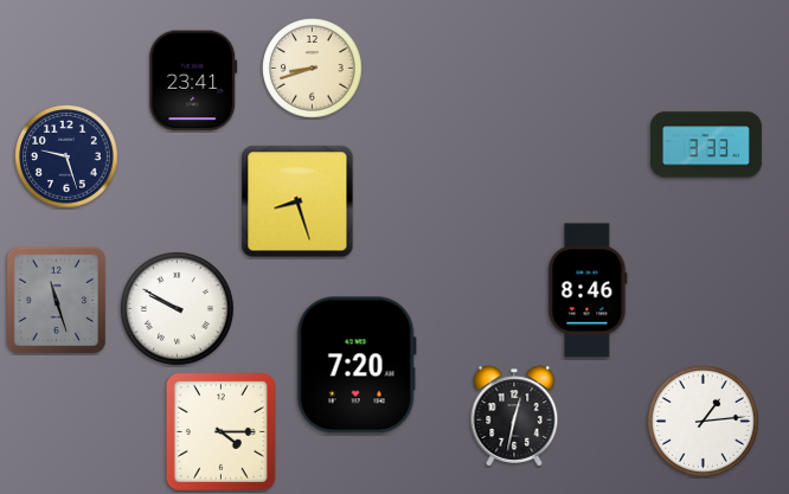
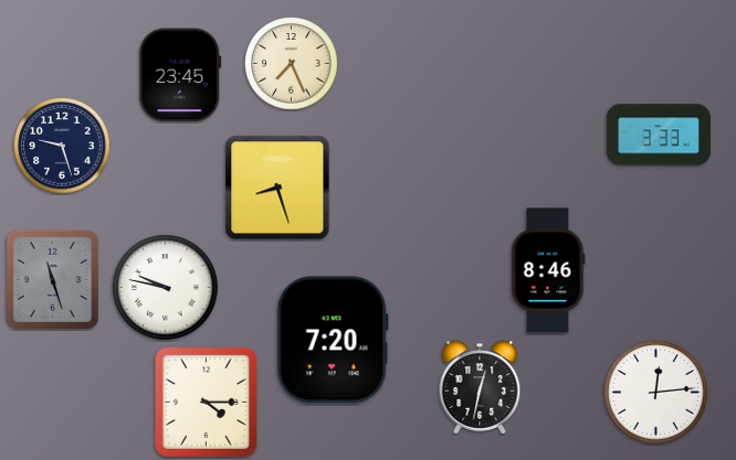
clock at (313, 69): 8:42 -> 7:26
clock at (193, 81): 23:41 -> 23:45
clock at (178, 309): 9:50 -> 9:47
clock at (704, 422): 1:14 -> 12:14
